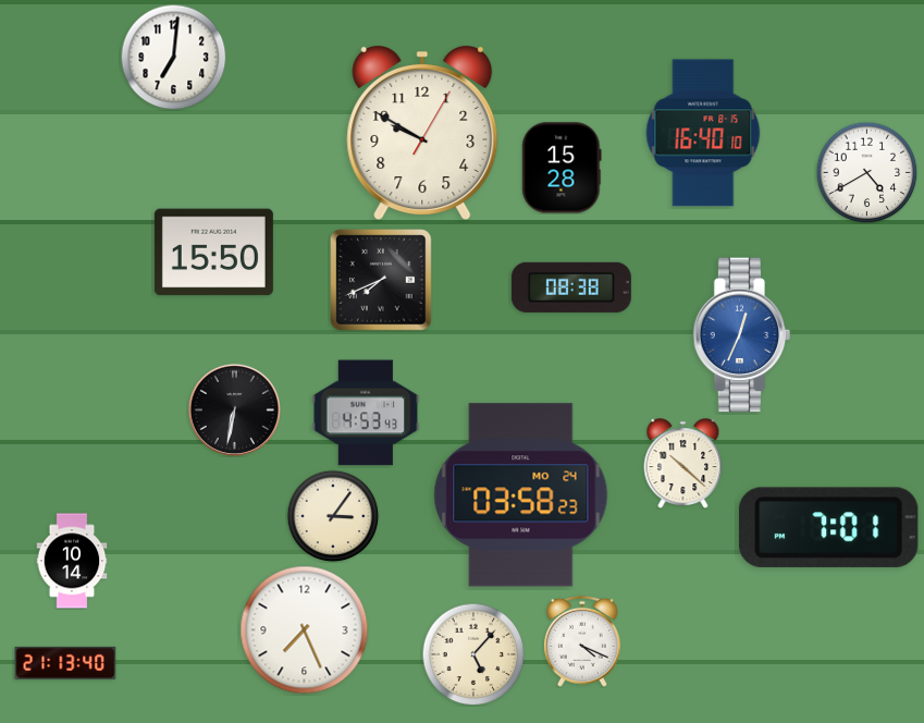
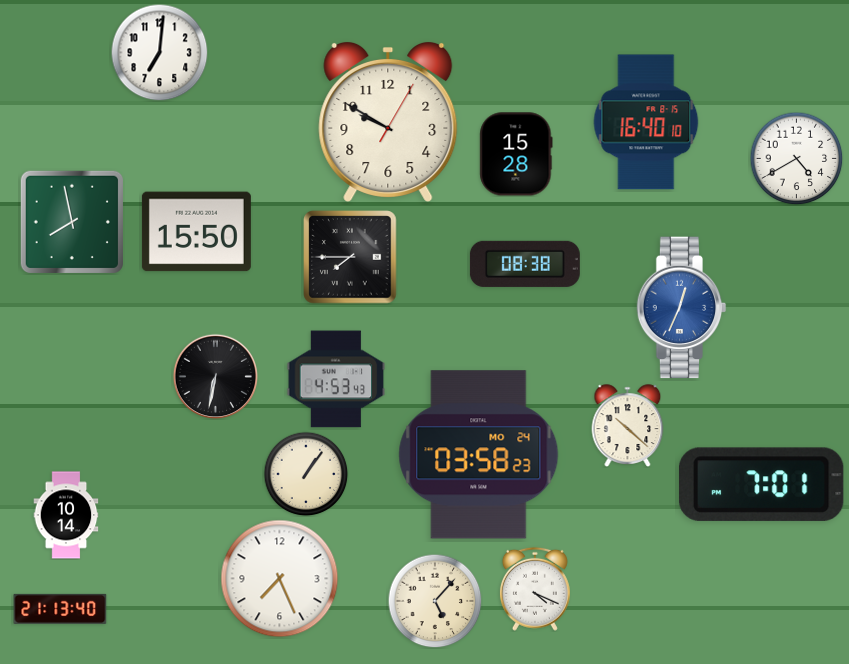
clock at (71, 221): none -> 7:58
clock at (381, 280): 7:41 -> 7:45
clock at (333, 516): 3:06 -> 1:06
